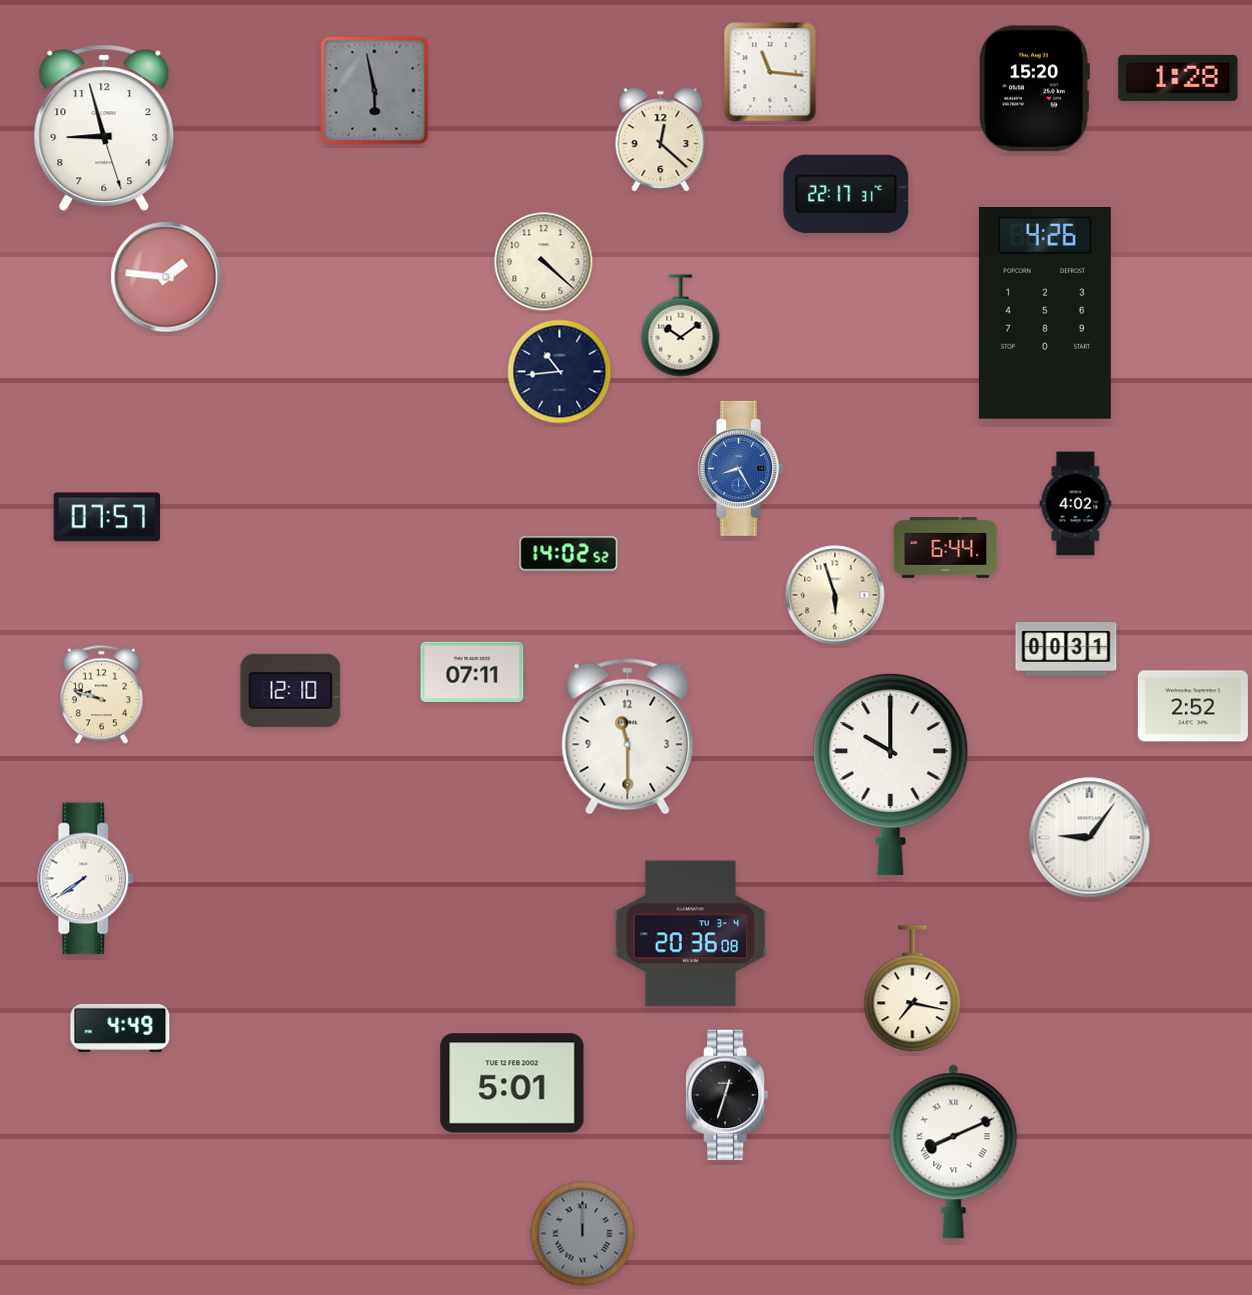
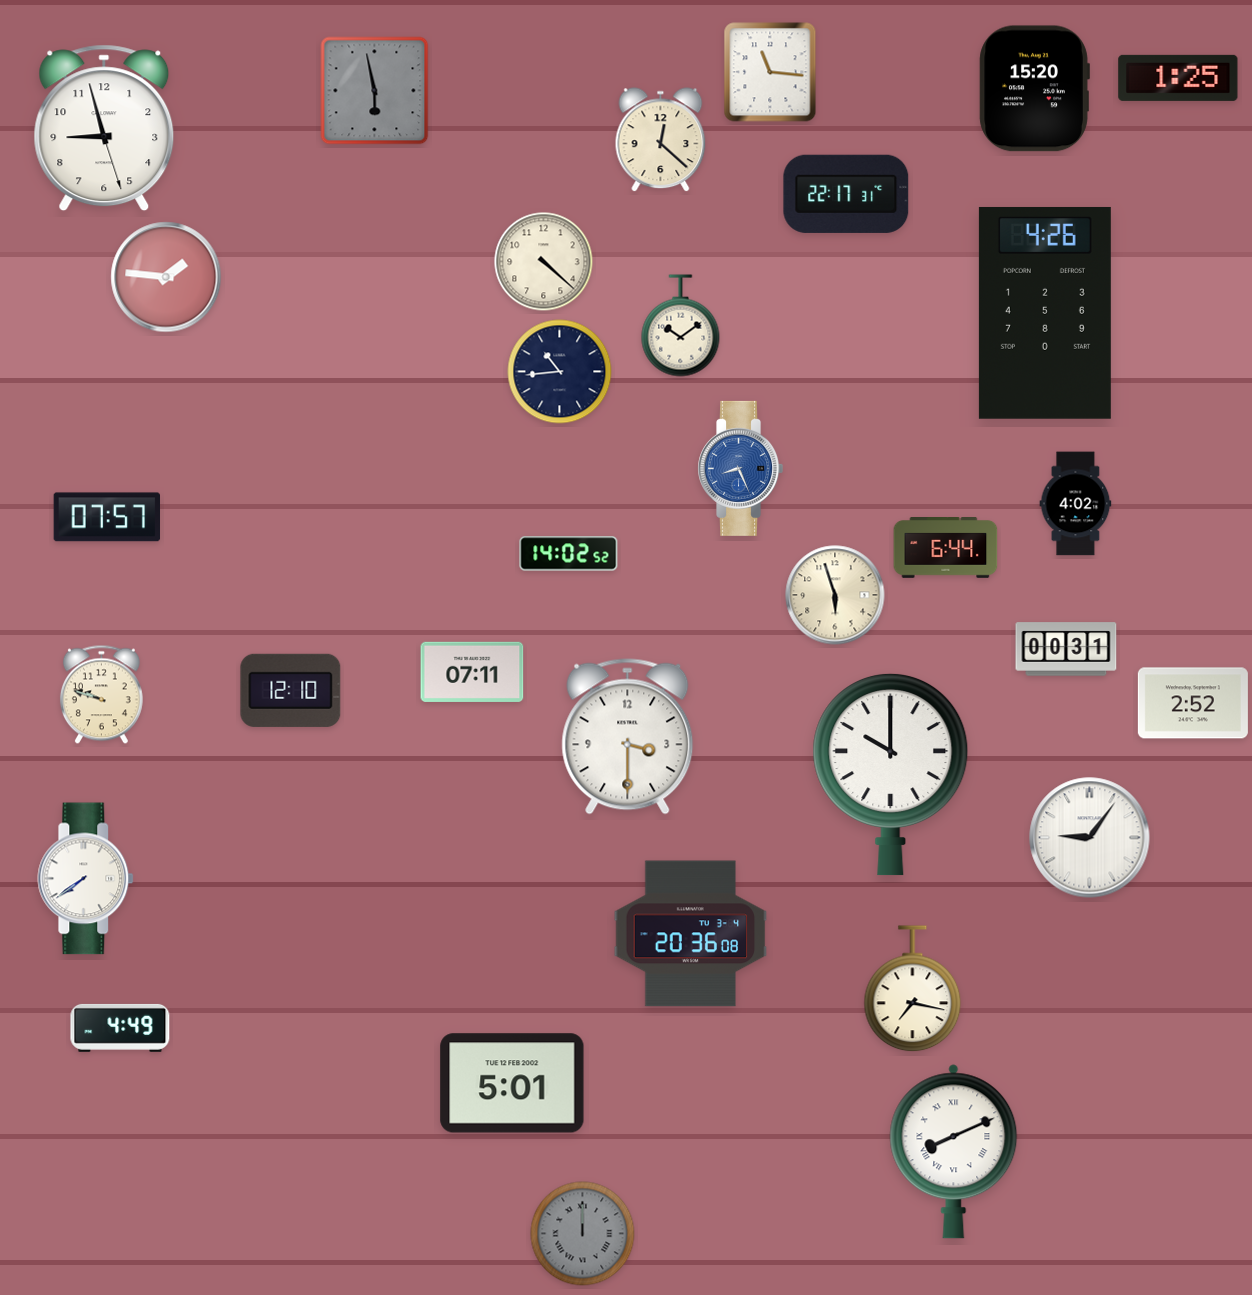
clock at (1178, 78): 1:28 -> 1:25
clock at (741, 468): 8:25 -> 8:26
clock at (1193, 706) position: (1193, 706) -> (1193, 703)
clock at (628, 737): 11:30 -> 3:30
clock at (727, 1095): 12:33 -> none
